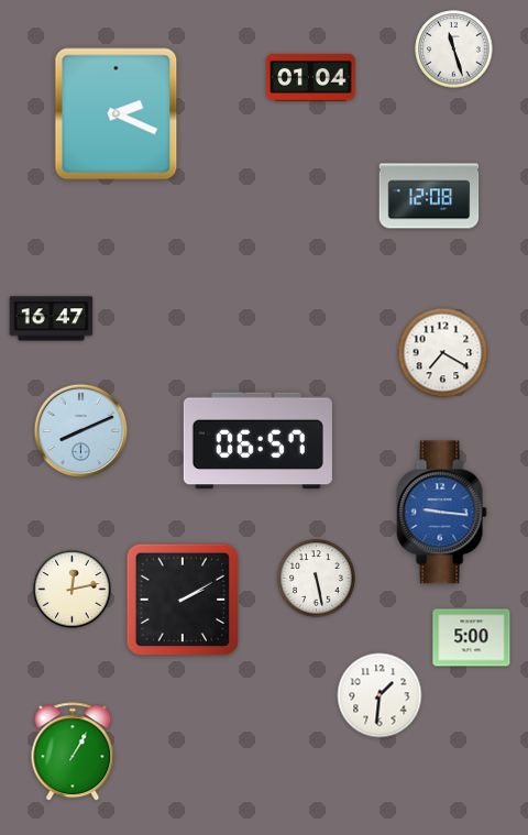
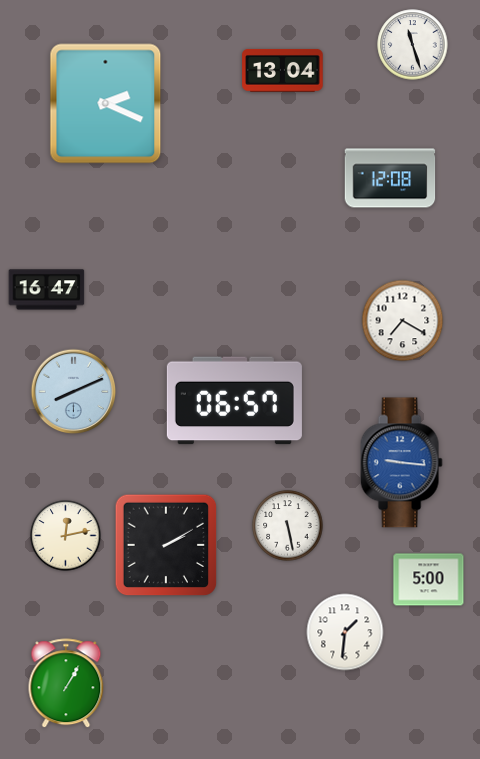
clock at (311, 77): 01:04 -> 13:04
clock at (441, 513) position: (441, 513) -> (401, 463)
